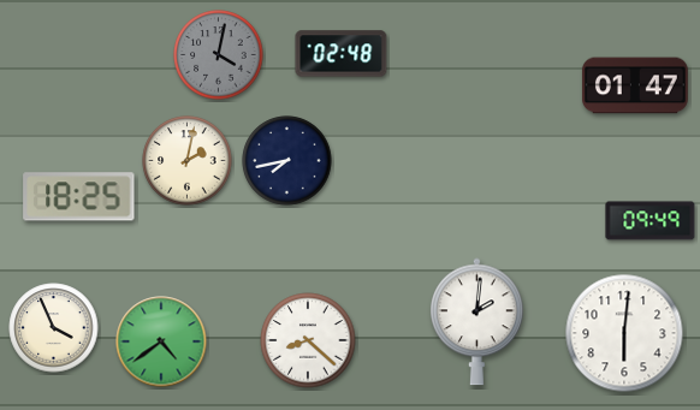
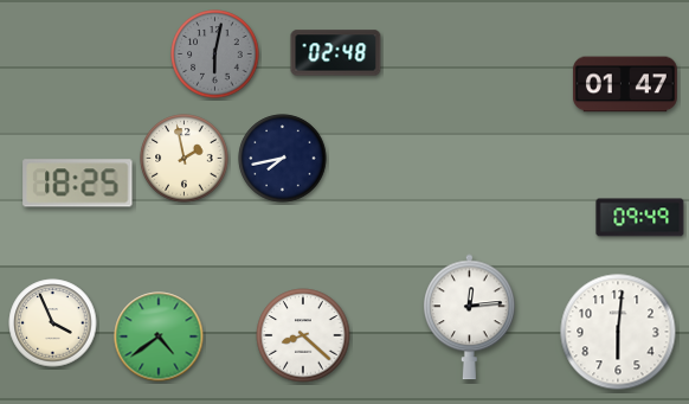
clock at (219, 55): 4:02 -> 6:02
clock at (188, 161): 2:02 -> 1:58
clock at (79, 197) position: (79, 197) -> (78, 184)
clock at (477, 322): 2:01 -> 12:14
clock at (624, 333) position: (624, 333) -> (618, 332)
